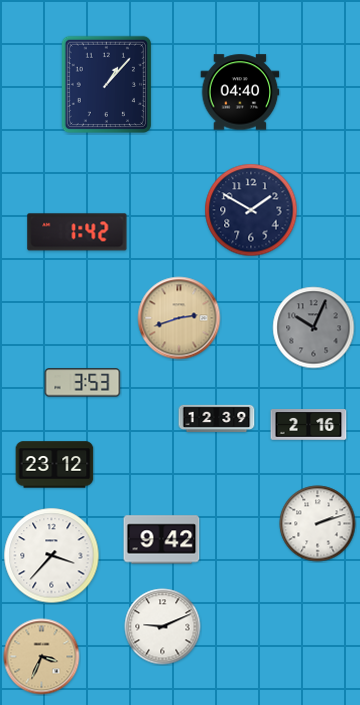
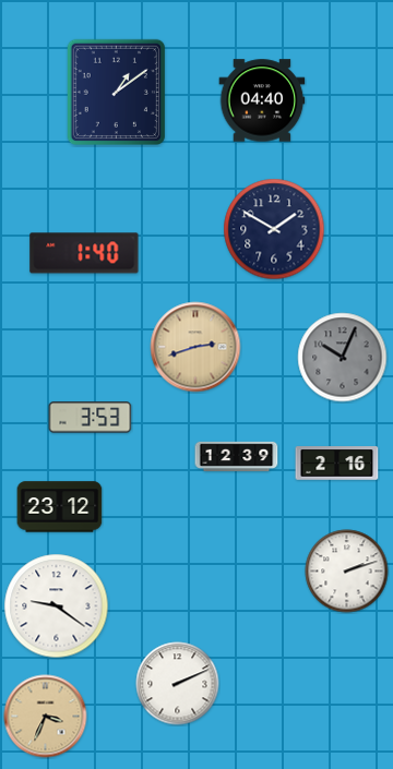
clock at (106, 84): 1:07 -> 1:09
clock at (77, 232): 1:42 -> 1:40
clock at (162, 540): 9:42 -> none
clock at (52, 556): 3:37 -> 9:21
clock at (163, 627): 9:11 -> 2:11
